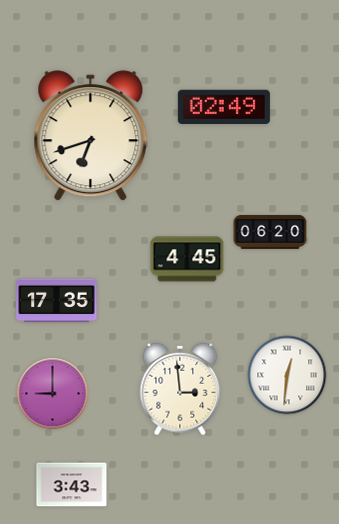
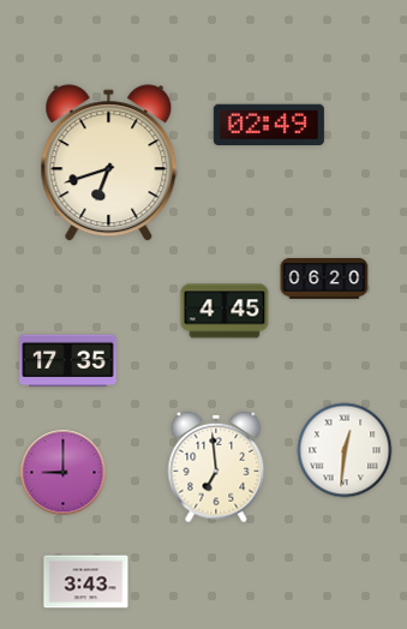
clock at (224, 107) position: (224, 107) -> (269, 125)
clock at (180, 389): 2:59 -> 6:59
